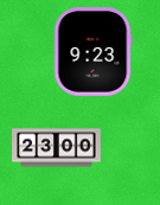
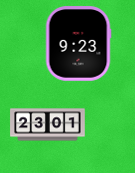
clock at (57, 148): 23:00 -> 23:01
